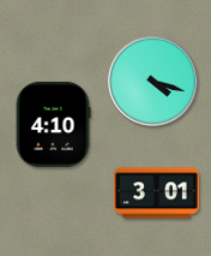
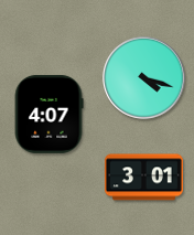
clock at (153, 82) position: (153, 82) -> (144, 78)
clock at (53, 124): 4:10 -> 4:07
